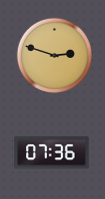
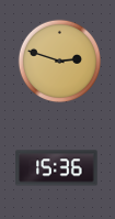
clock at (52, 153): 07:36 -> 15:36
